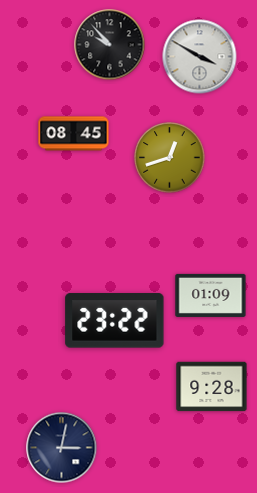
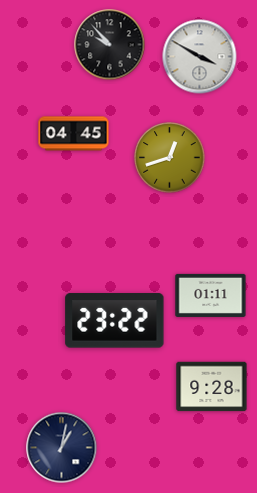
clock at (74, 134): 08:45 -> 04:45
clock at (211, 295): 01:09 -> 01:11
clock at (62, 448): 3:02 -> 1:02
